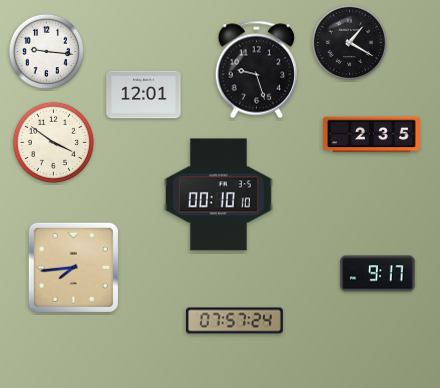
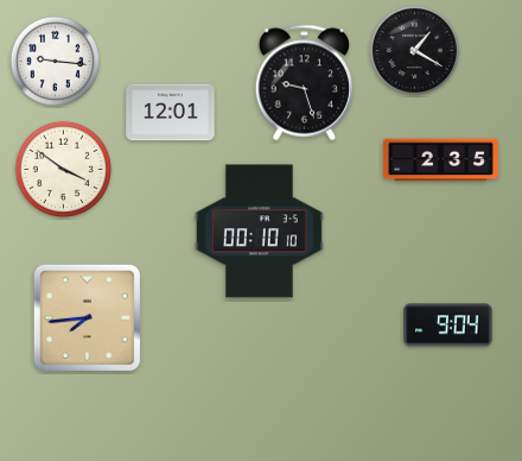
clock at (378, 274): 9:17 -> 9:04
clock at (234, 321): 07:57 -> none
